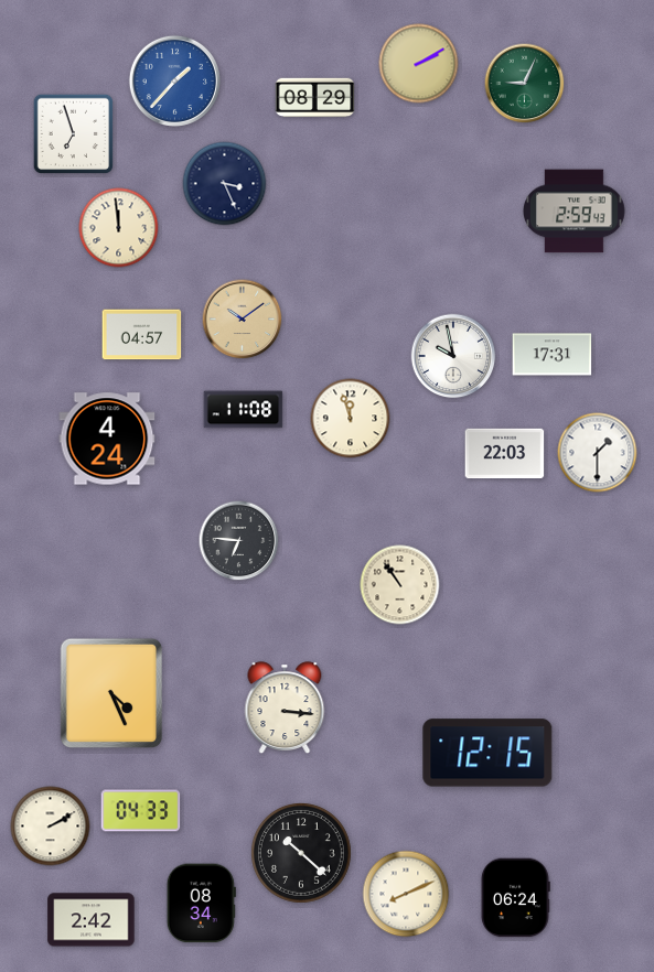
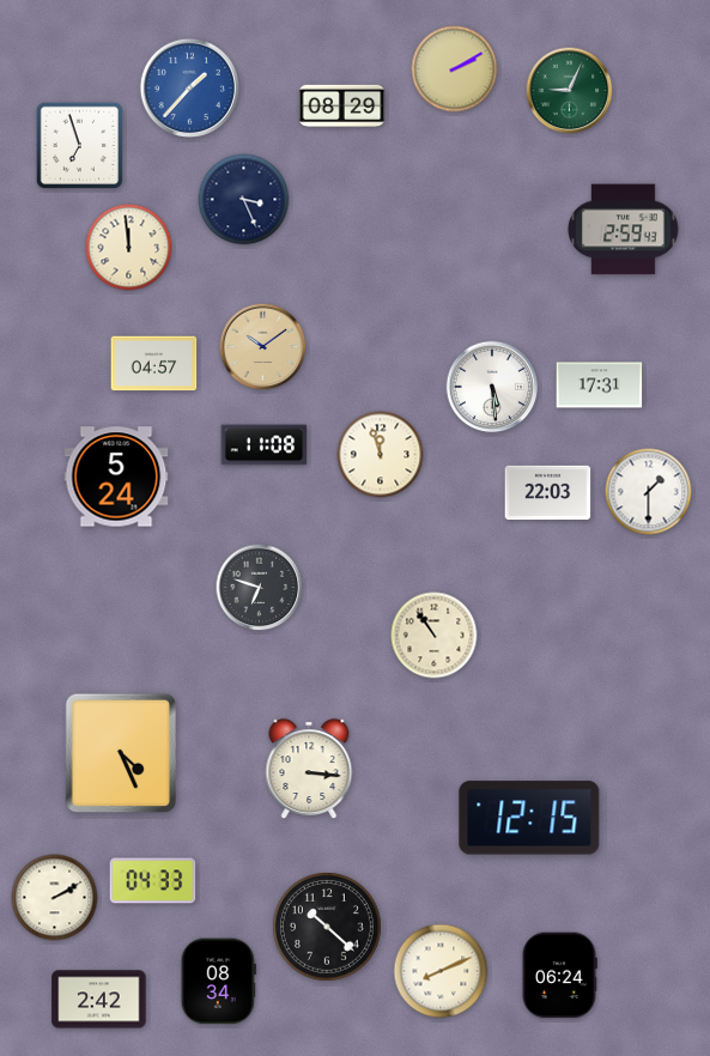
clock at (453, 356): 9:58 -> 5:29
clock at (107, 439): 4:24 -> 5:24
clock at (239, 541): 6:46 -> 6:48
